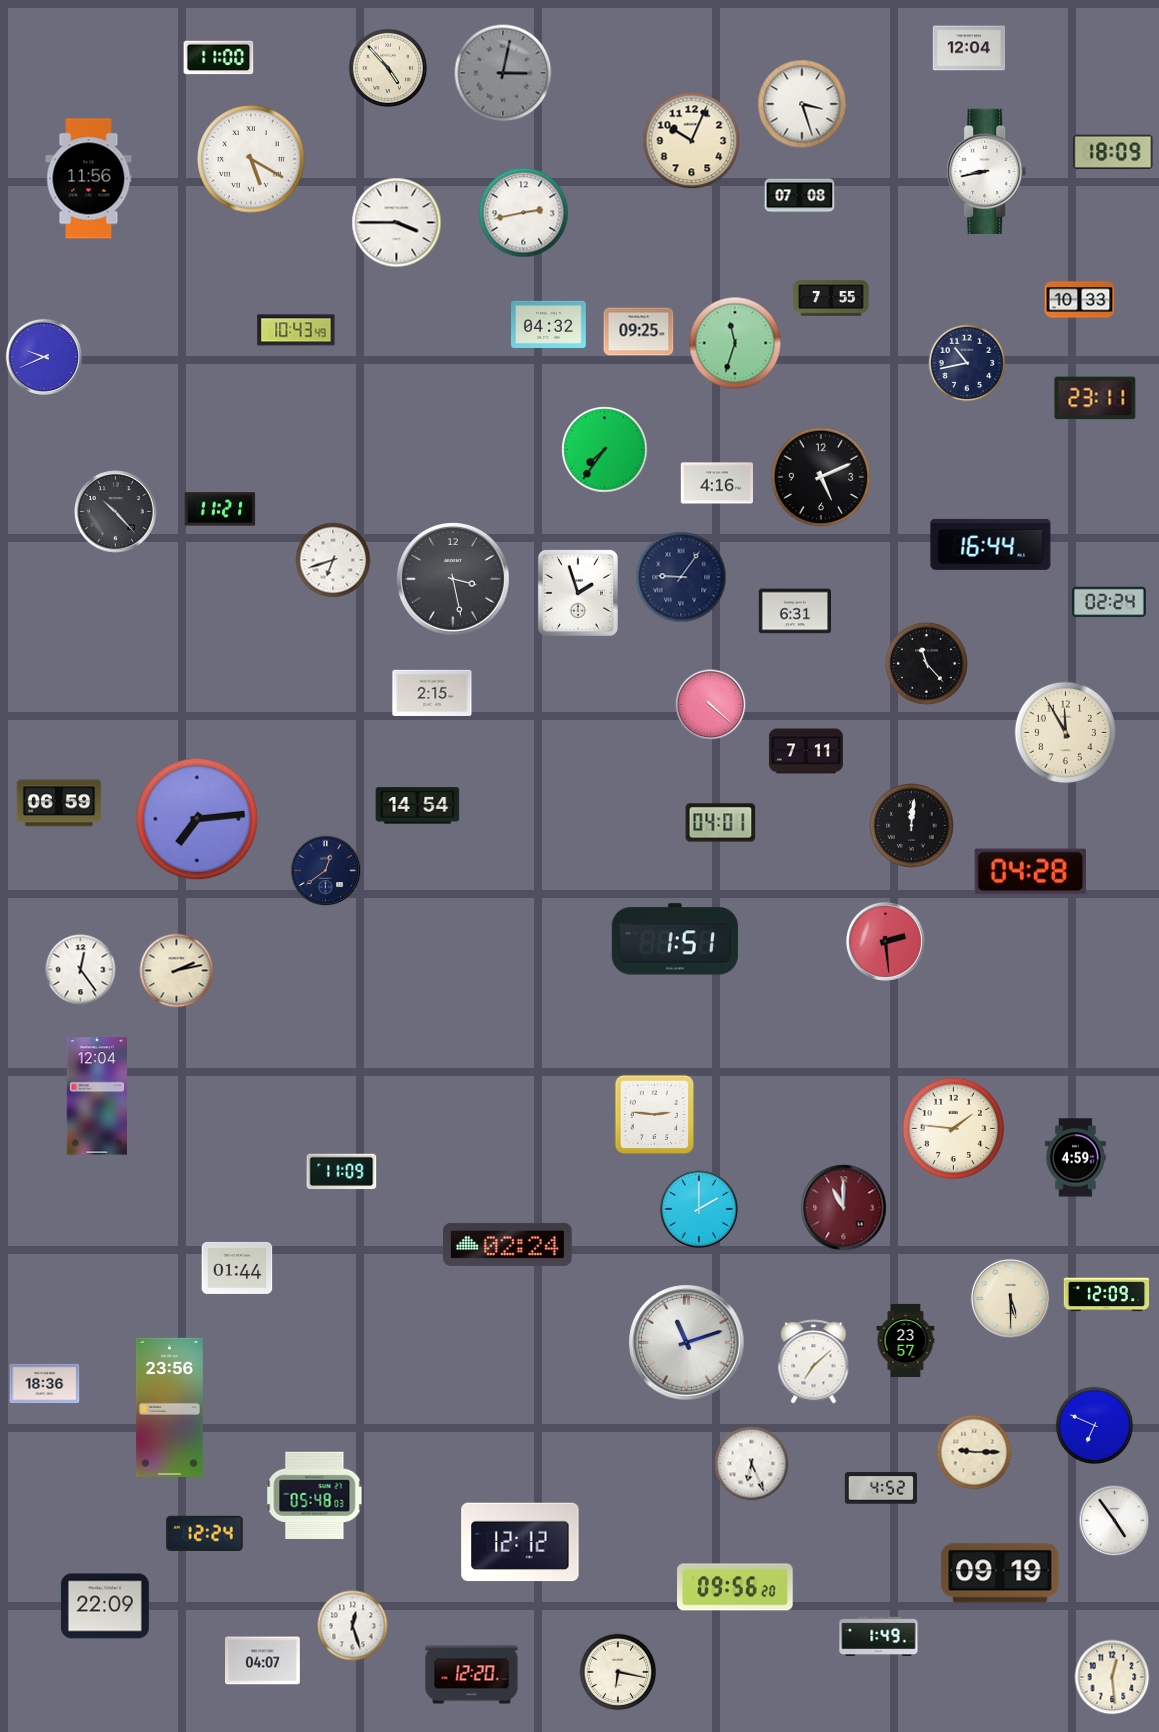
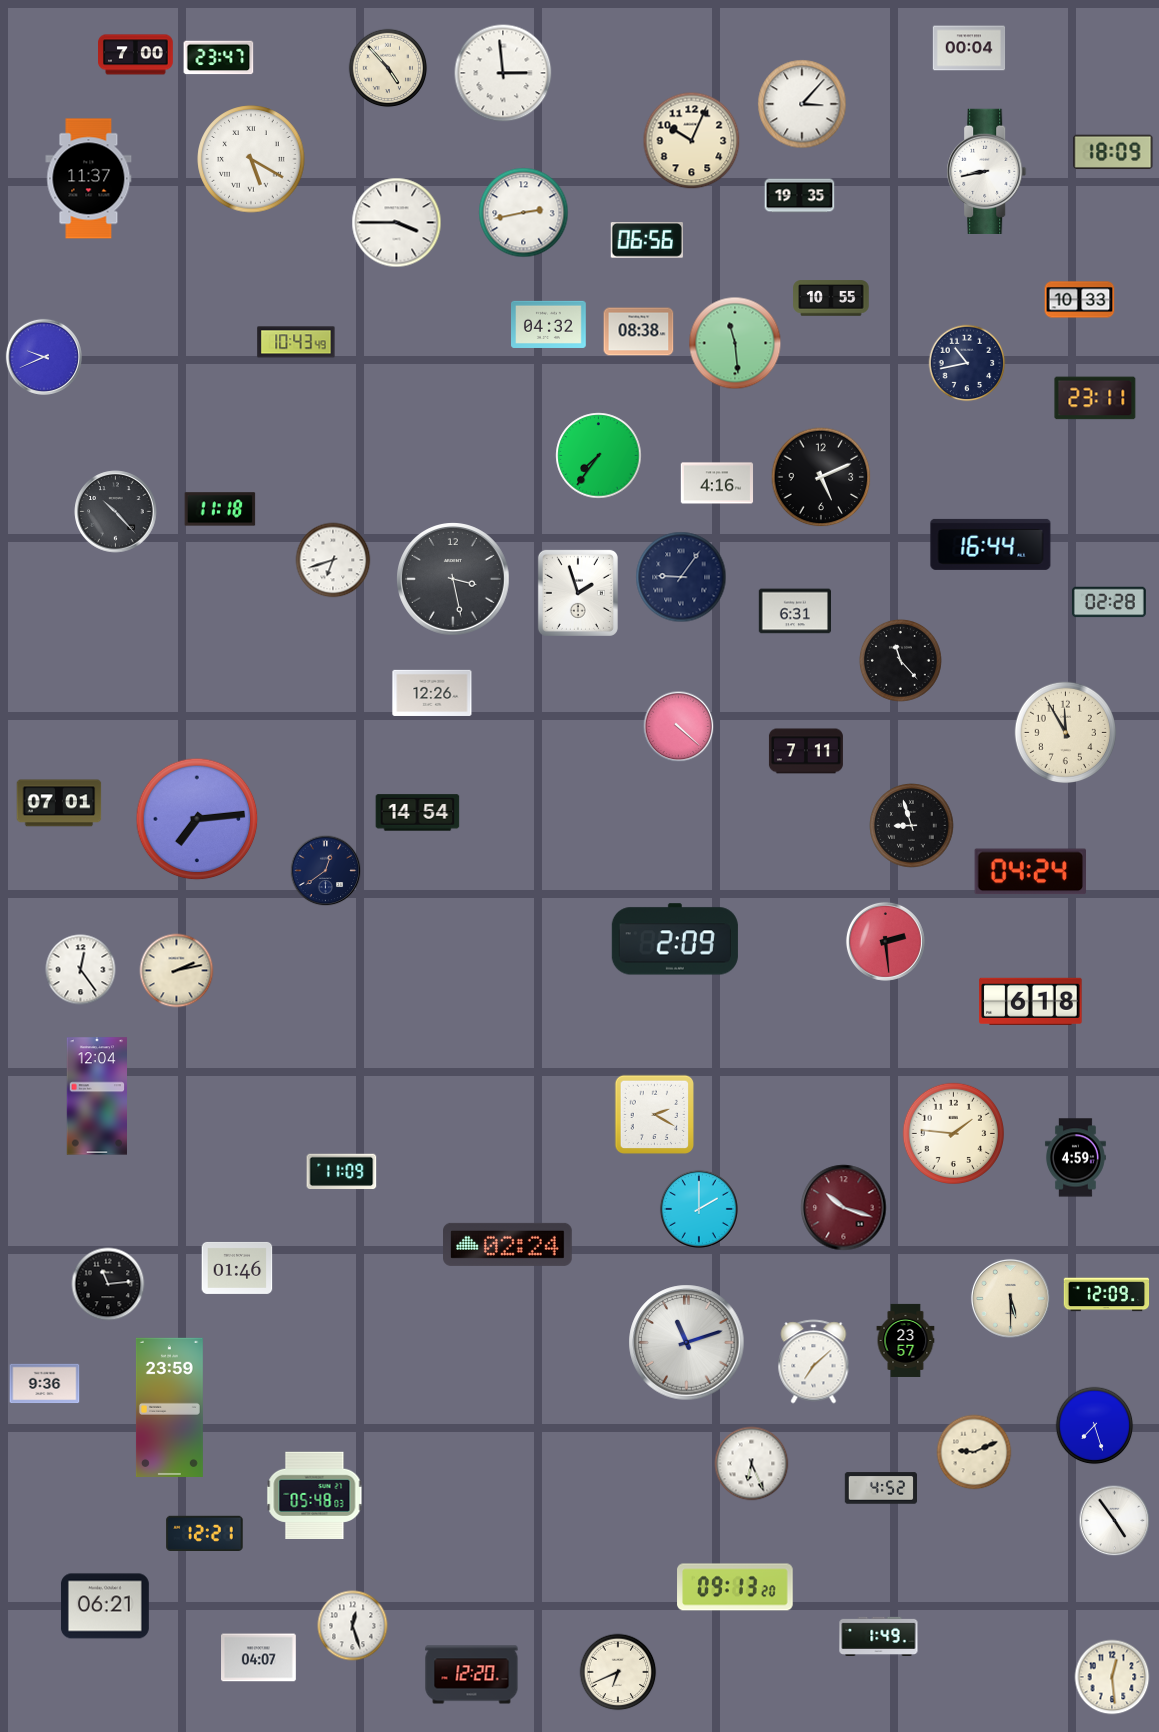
clock at (969, 48): 12:04 -> 00:04
clock at (136, 55): none -> 7:00
clock at (219, 58): 11:00 -> 23:47
clock at (503, 73): 3:02 -> 2:59
clock at (503, 73) dial: grey -> white
clock at (802, 104): 3:27 -> 3:07
clock at (89, 179): 11:56 -> 11:37
clock at (800, 196): 07:08 -> 19:35
clock at (647, 240): none -> 06:56
clock at (831, 298): 7:55 -> 10:55
clock at (296, 330) position: (296, 330) -> (296, 342)
clock at (639, 332): 09:25 -> 08:38
clock at (735, 343): 11:33 -> 11:29
clock at (605, 450) position: (605, 450) -> (599, 456)
clock at (220, 509): 11:21 -> 11:18
clock at (1109, 602): 02:24 -> 02:28
clock at (926, 663) position: (926, 663) -> (900, 660)
clock at (432, 693): 2:15 -> 12:26
clock at (711, 705) position: (711, 705) -> (679, 727)
clock at (59, 803): 06:59 -> 07:01
clock at (418, 806) position: (418, 806) -> (418, 813)
clock at (721, 823): 04:01 -> none
clock at (912, 826): 12:01 -> 8:57
clock at (1030, 872): 04:28 -> 04:24
clock at (675, 939): 1:51 -> 2:09
clock at (1031, 1001): none -> 6:18
clock at (655, 1115): 2:46 -> 2:20
clock at (953, 1128) position: (953, 1128) -> (953, 1133)
clock at (844, 1208): 11:00 -> 10:18
clock at (237, 1268): 01:44 -> 01:46
clock at (108, 1284): none -> 11:14
clock at (45, 1384): 18:36 -> 9:36
clock at (169, 1407): 23:56 -> 23:59
clock at (1095, 1426): 6:49 -> 7:27
clock at (974, 1452): 9:15 -> 9:11
clock at (205, 1534): 12:24 -> 12:21
clock at (520, 1542): 12:12 -> none
clock at (1000, 1573): 09:19 -> none
clock at (735, 1587): 09:56 -> 09:13
clock at (105, 1606): 22:09 -> 06:21
clock at (263, 1661) position: (263, 1661) -> (259, 1658)
clock at (618, 1672): 6:17 -> 6:41
